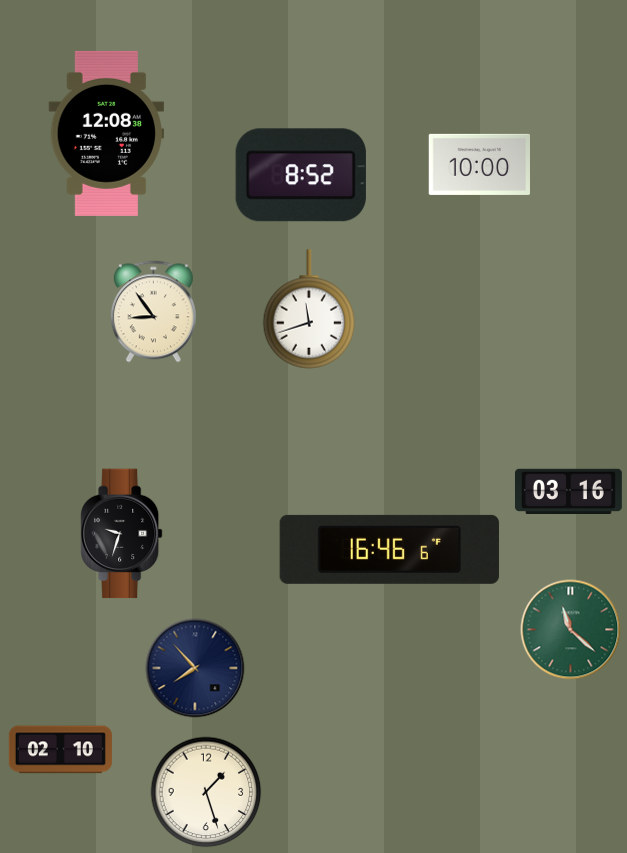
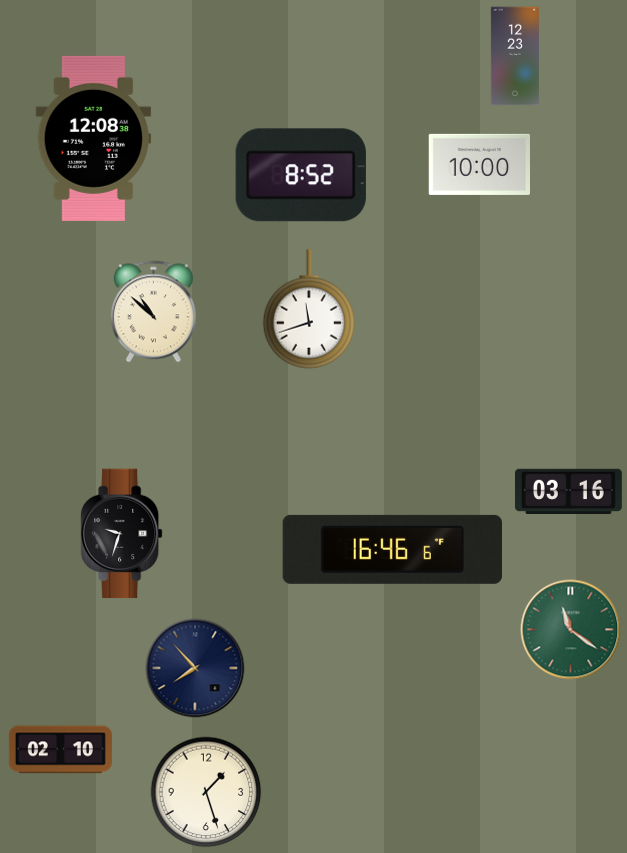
clock at (515, 56): none -> 12:23
clock at (107, 133) position: (107, 133) -> (94, 138)
clock at (153, 312): 8:54 -> 10:52
clock at (389, 549) position: (389, 549) -> (392, 549)
clock at (571, 630): 11:22 -> 11:21
